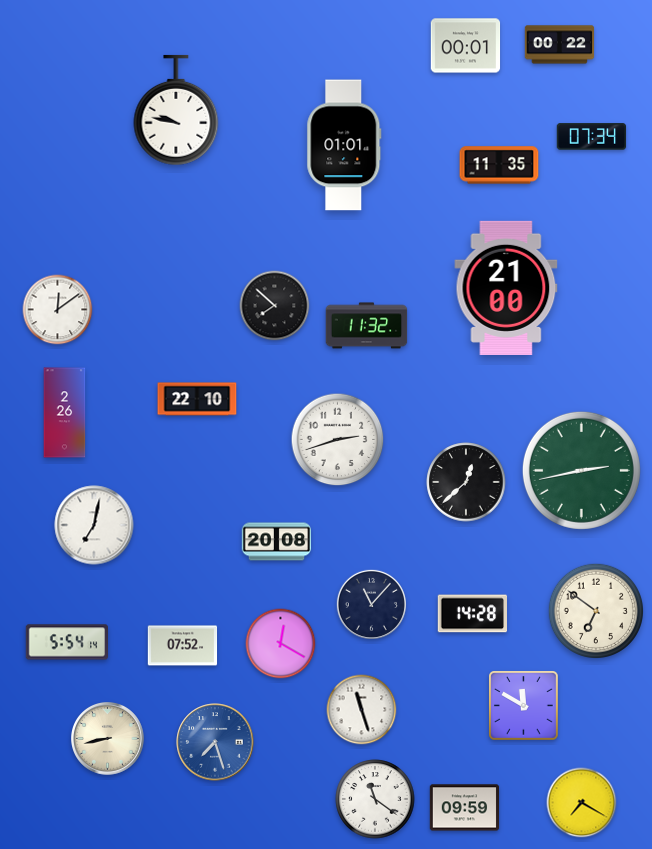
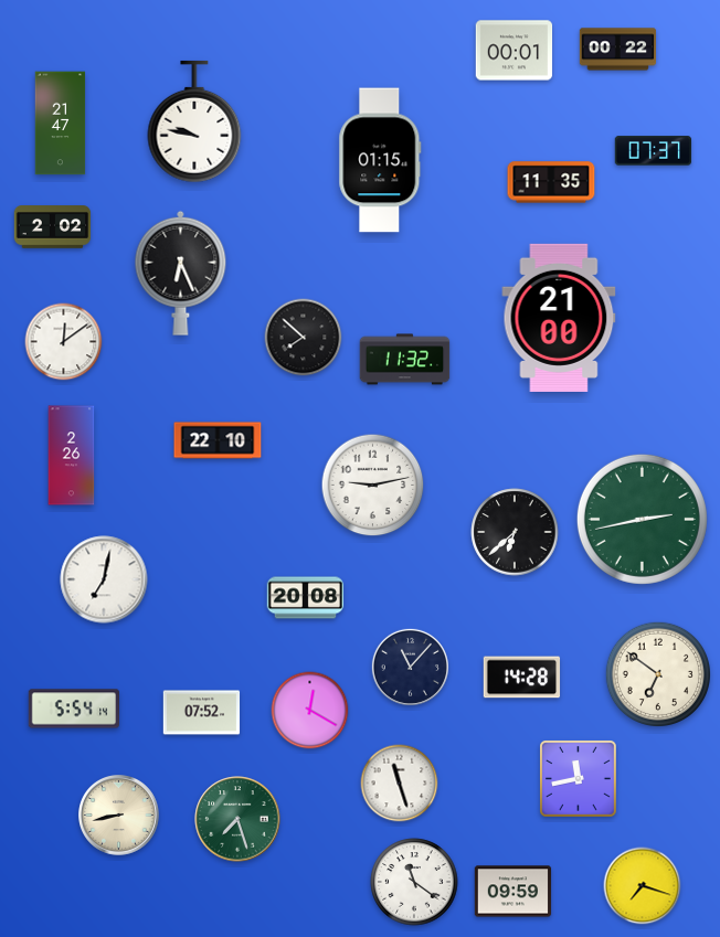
clock at (61, 124): none -> 21:47
clock at (592, 137): 07:34 -> 07:37
clock at (344, 145): 01:01 -> 01:15
clock at (53, 227): none -> 2:02
clock at (181, 273): none -> 6:26
clock at (338, 440): 2:42 -> 9:13
clock at (466, 482): 12:38 -> 6:38
clock at (524, 706): 11:50 -> 11:43
clock at (215, 742) dial: blue -> green
clock at (582, 803): 7:20 -> 7:18
